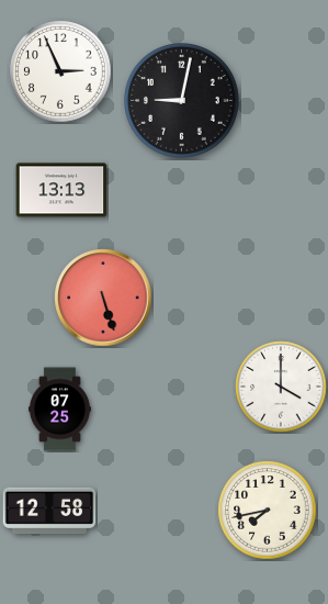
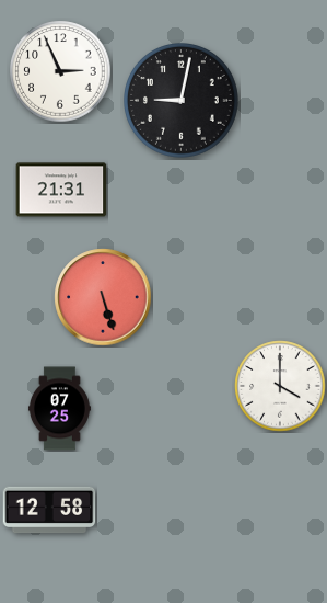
clock at (61, 190): 13:13 -> 21:31
clock at (268, 511): 7:43 -> none
